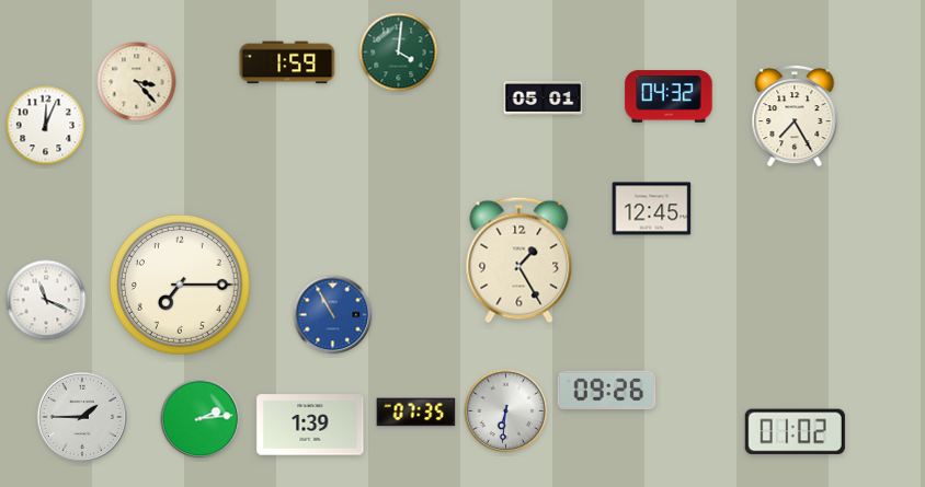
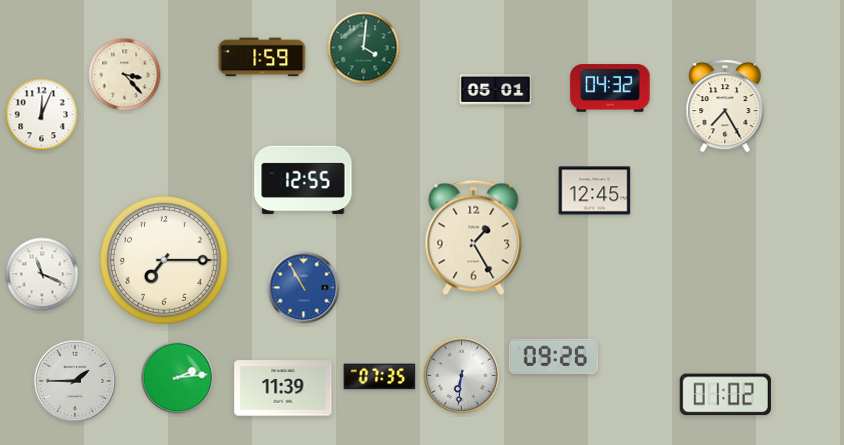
clock at (303, 180): none -> 12:55
clock at (201, 419) position: (201, 419) -> (178, 378)
clock at (310, 425): 1:39 -> 11:39
